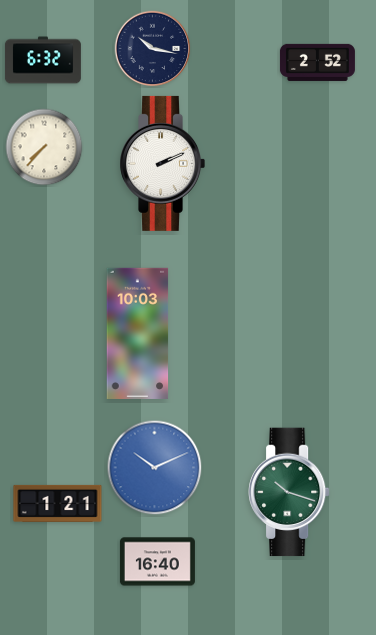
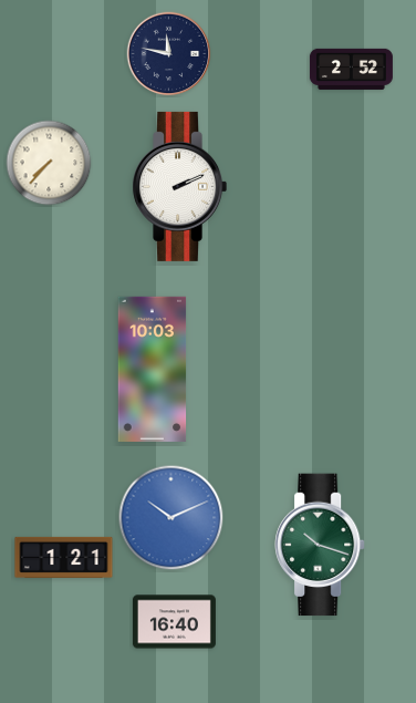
clock at (153, 49): 10:17 -> 11:47
clock at (43, 60): 6:32 -> none
clock at (162, 163) position: (162, 163) -> (179, 186)
